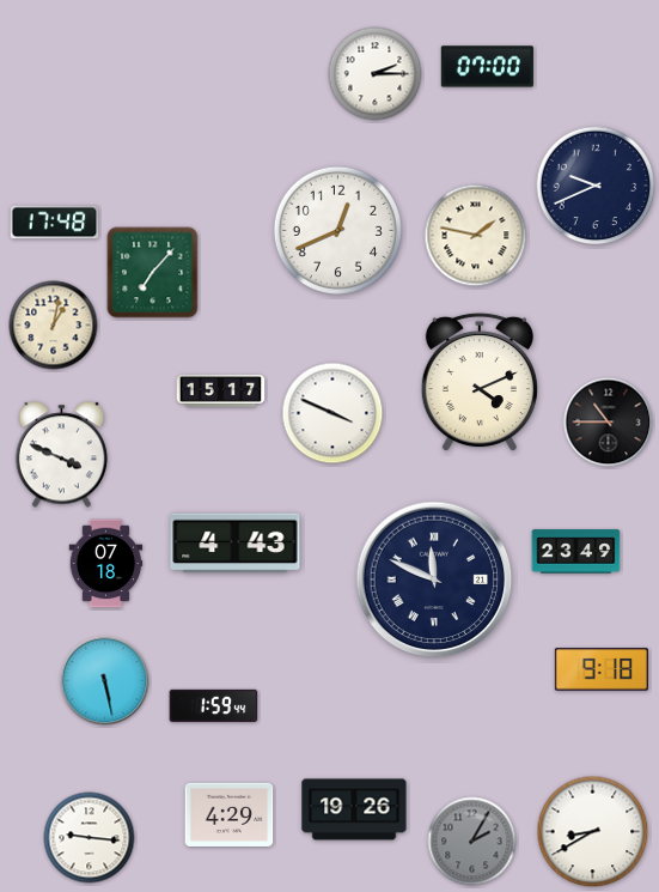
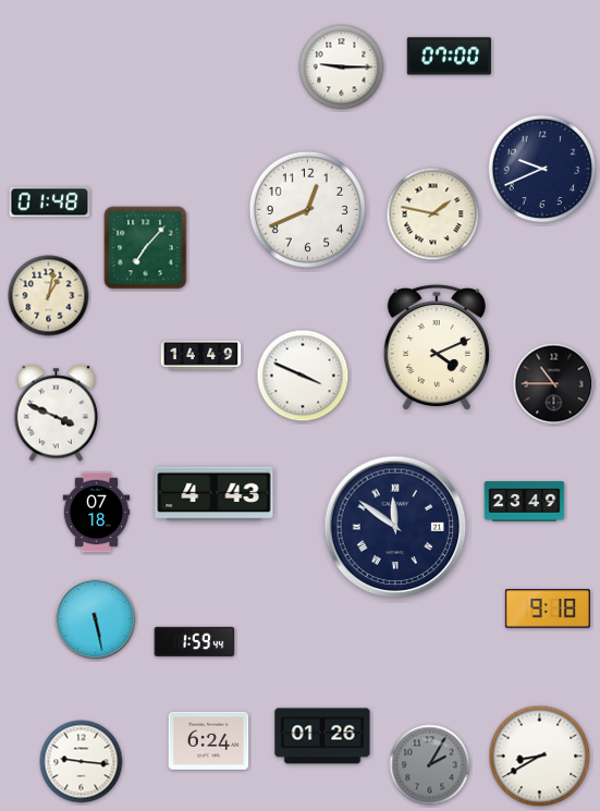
clock at (487, 67) position: (487, 67) -> (449, 57)
clock at (376, 74): 2:15 -> 9:15
clock at (55, 223): 17:48 -> 01:48
clock at (153, 273) position: (153, 273) -> (146, 248)
clock at (221, 392): 15:17 -> 14:49
clock at (434, 580): 11:49 -> 11:51
clock at (354, 809): 19:26 -> 01:26
clock at (230, 814): 4:29 -> 6:24
